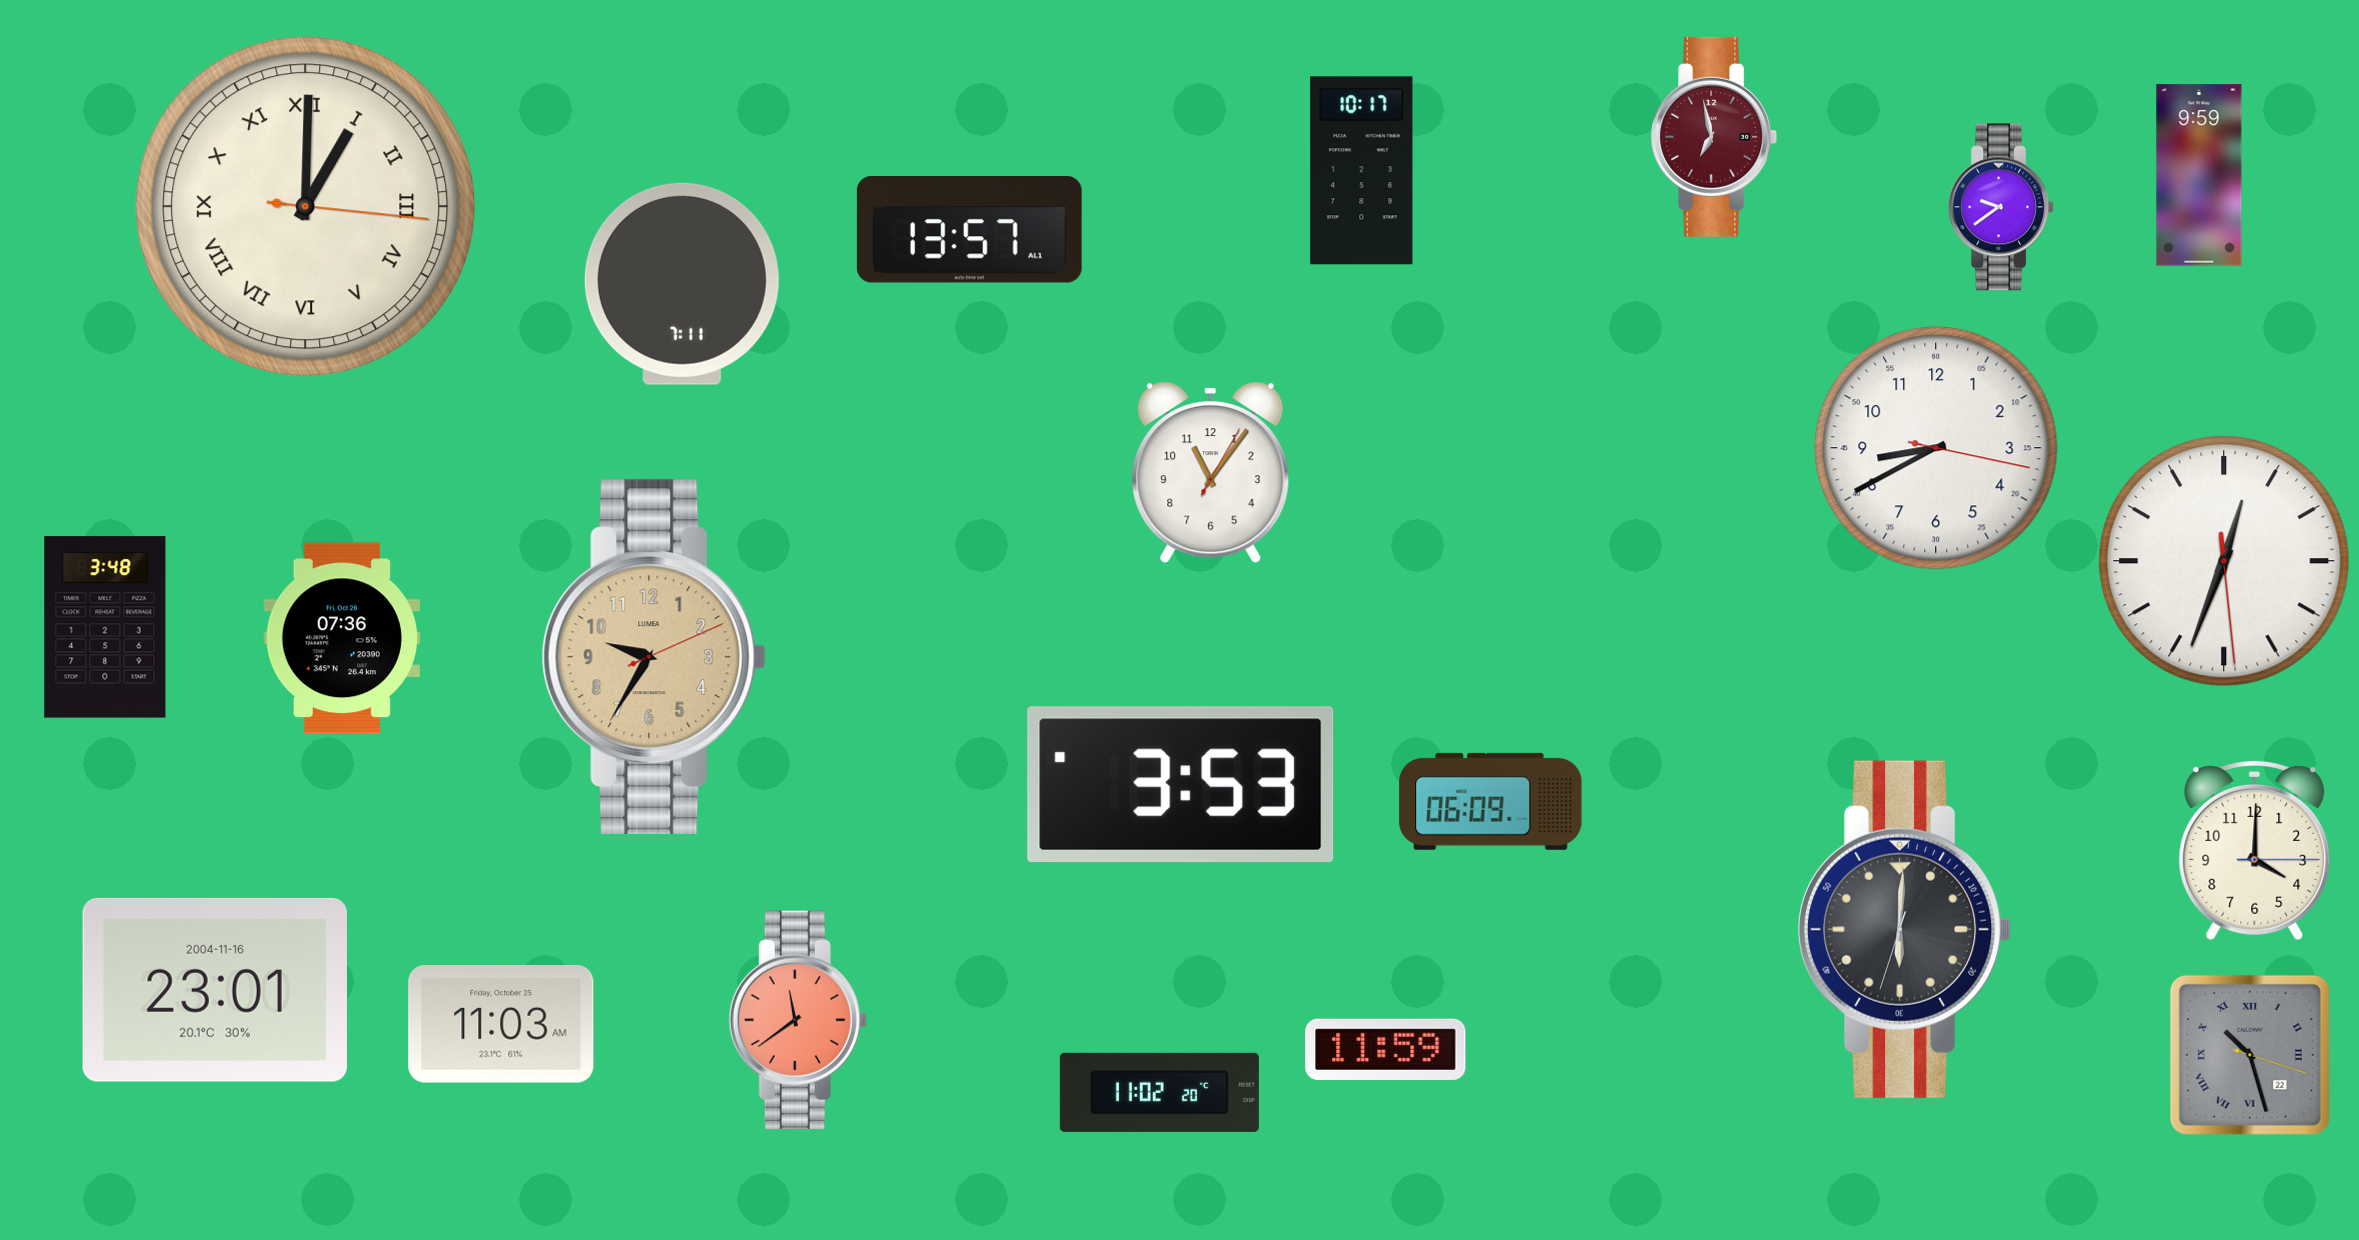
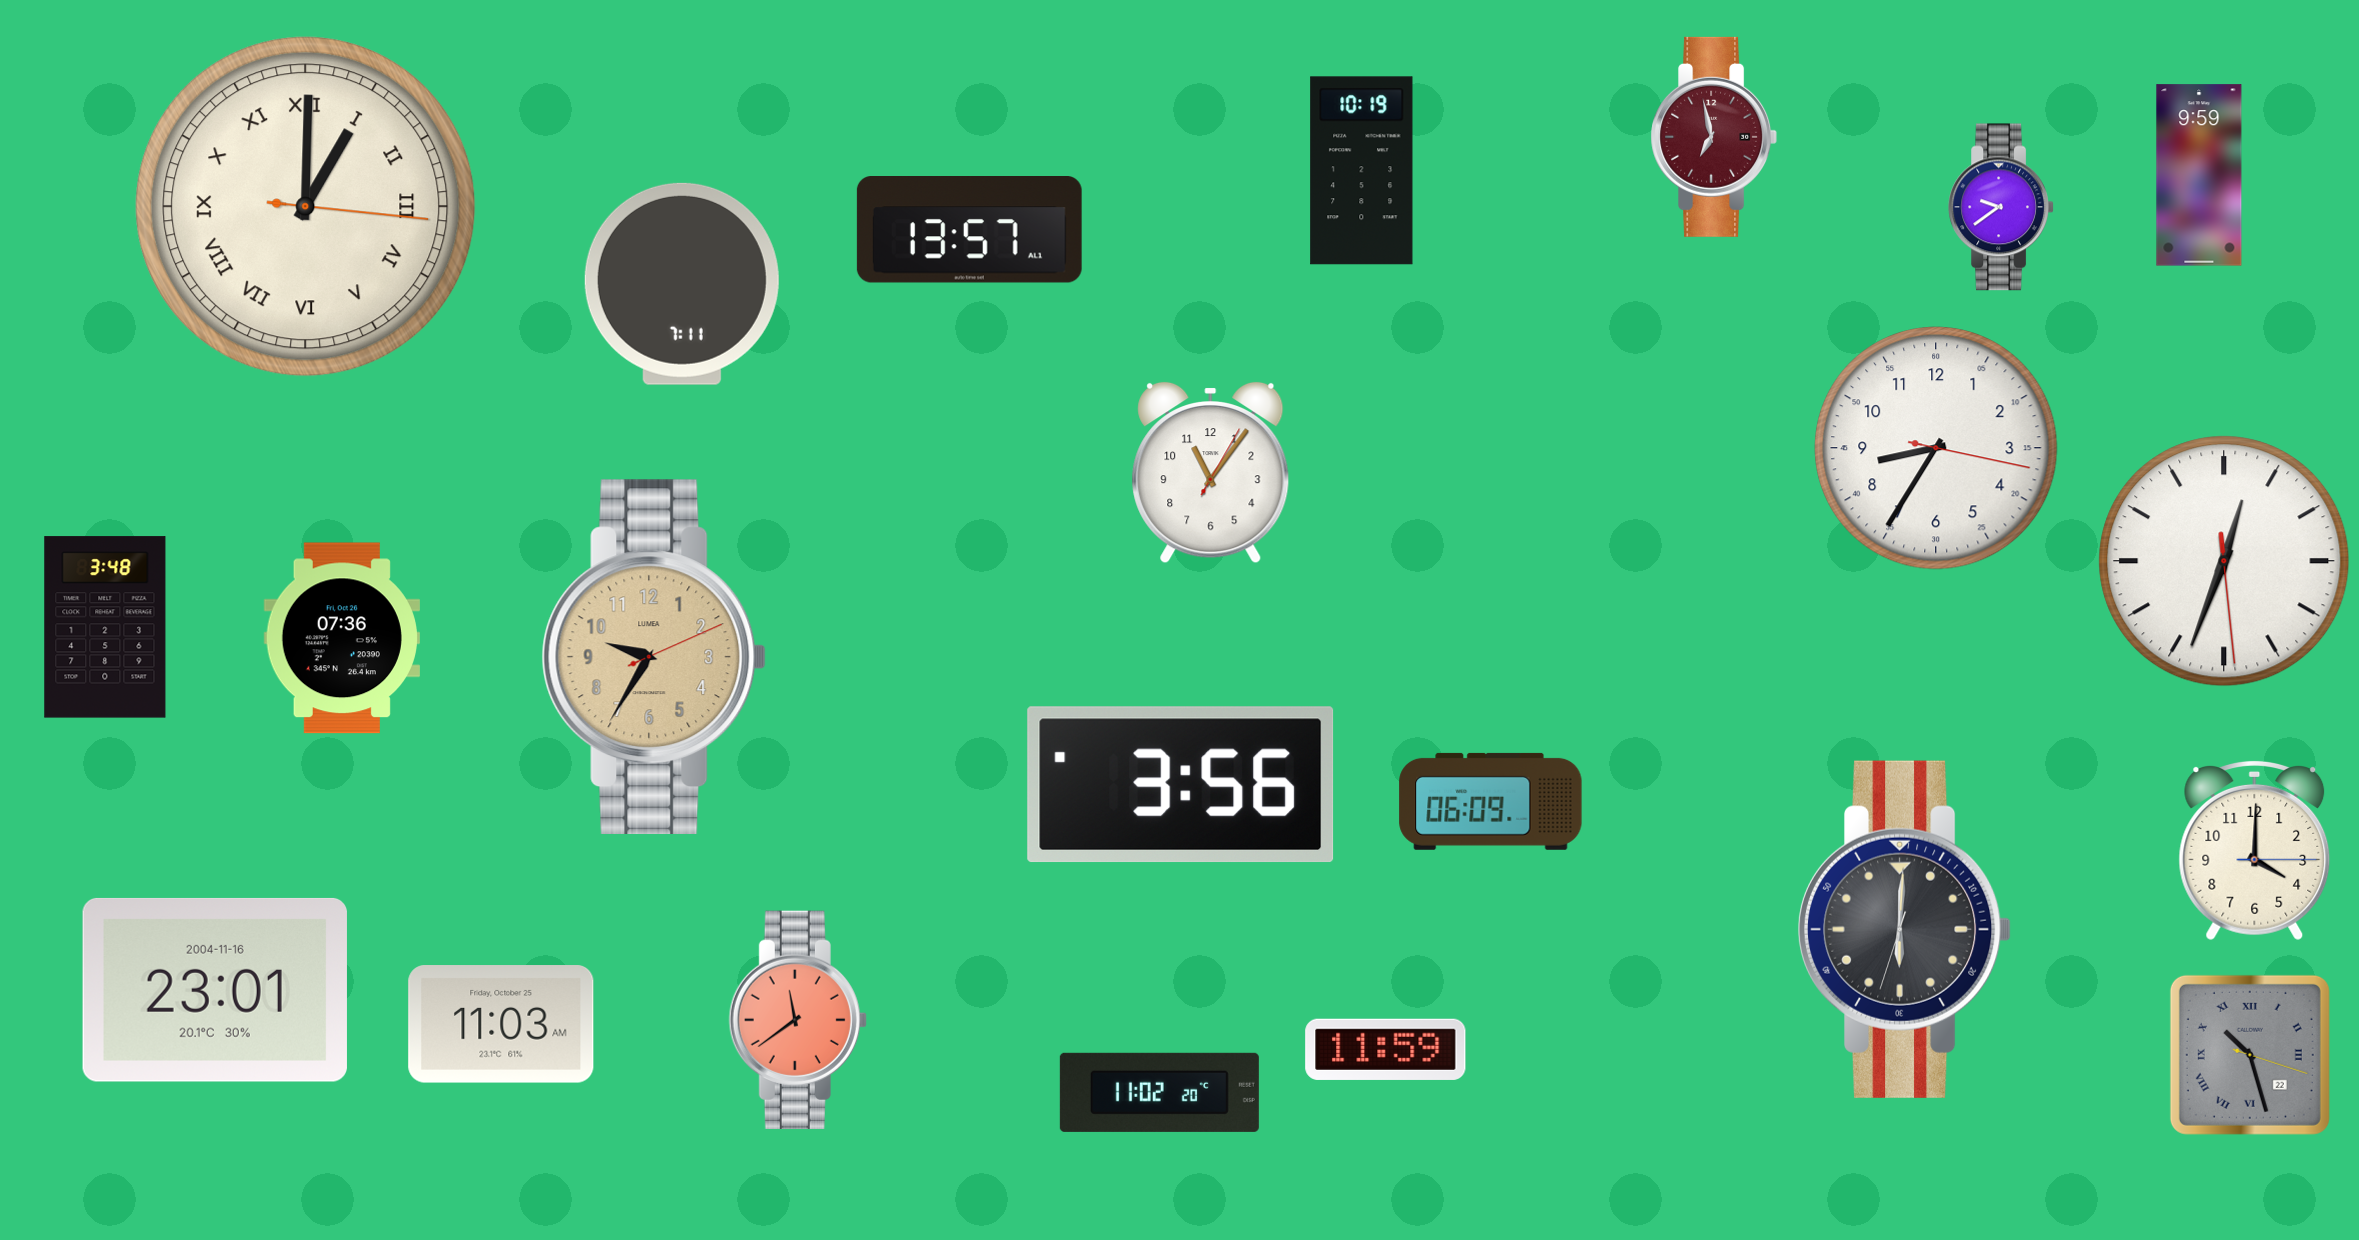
clock at (1362, 171): 10:17 -> 10:19
clock at (1936, 448): 8:40 -> 8:35
clock at (1181, 785): 3:53 -> 3:56
